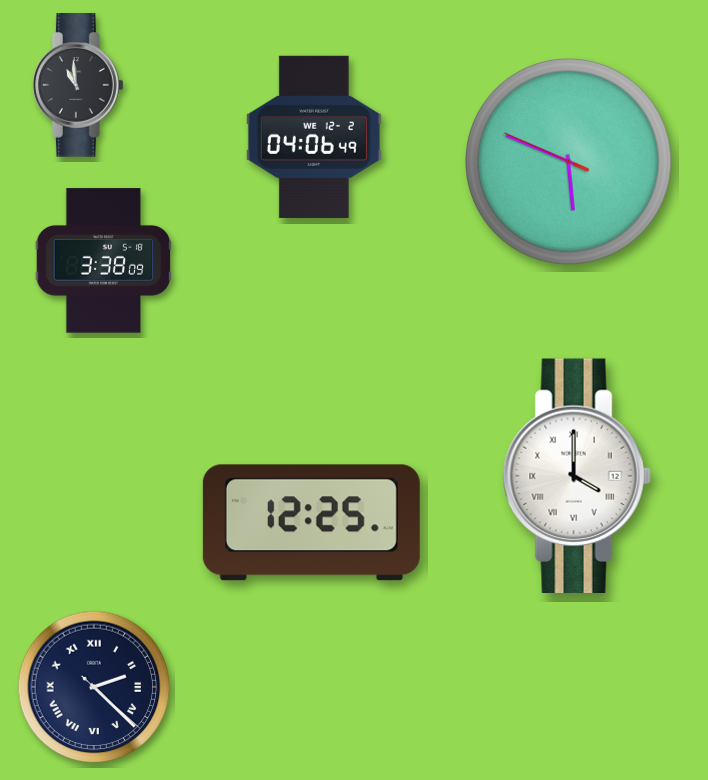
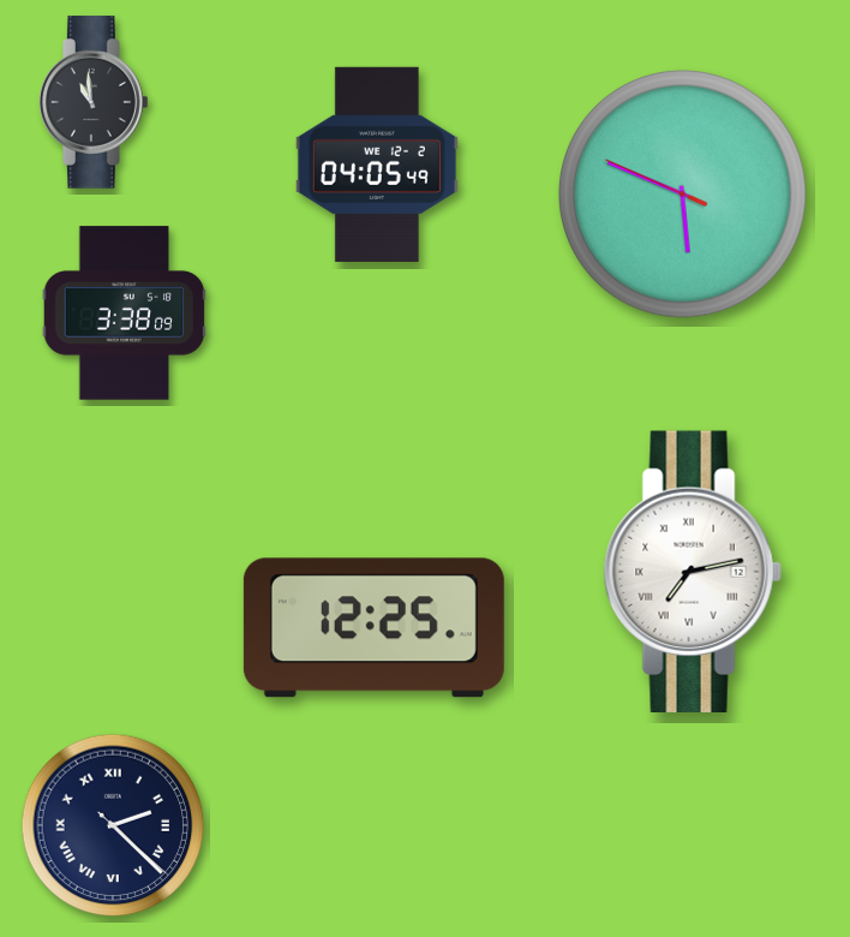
clock at (314, 137): 04:06 -> 04:05
clock at (577, 475): 4:00 -> 7:13
